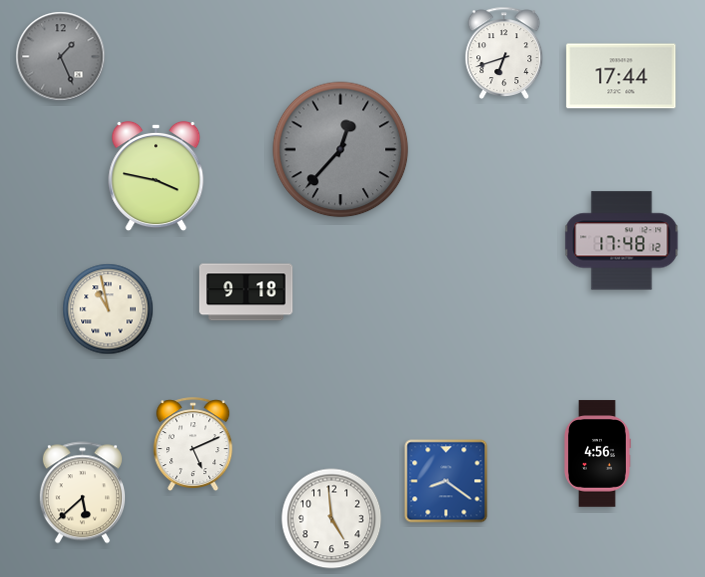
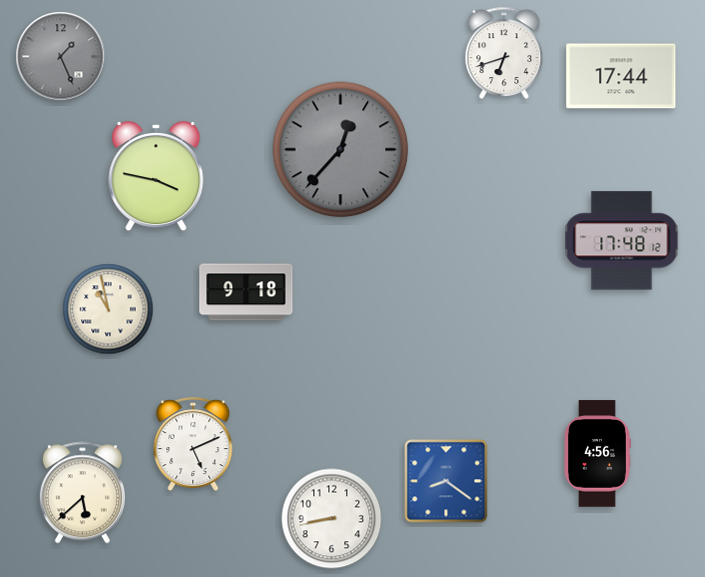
clock at (332, 519): 4:59 -> 8:43
